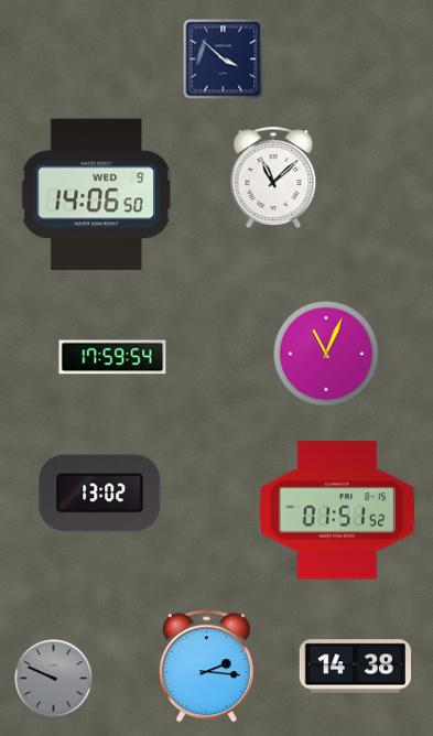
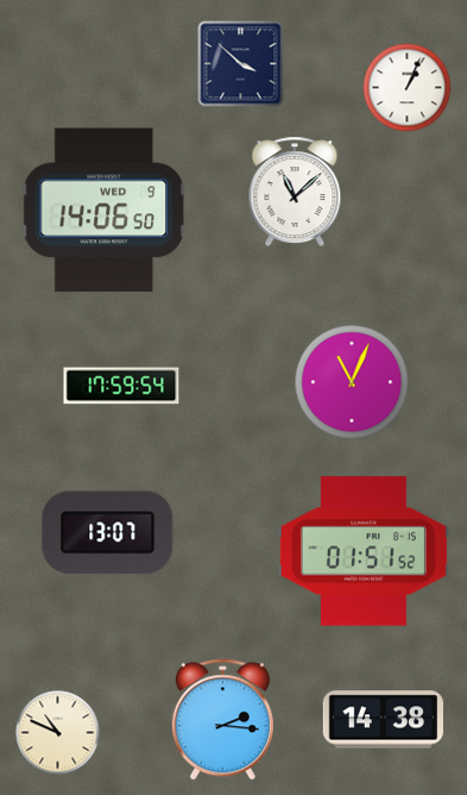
clock at (408, 88): none -> 1:04
clock at (100, 494): 13:02 -> 13:07
clock at (54, 679): 9:49 -> 10:49
clock at (54, 679) dial: grey -> cream
